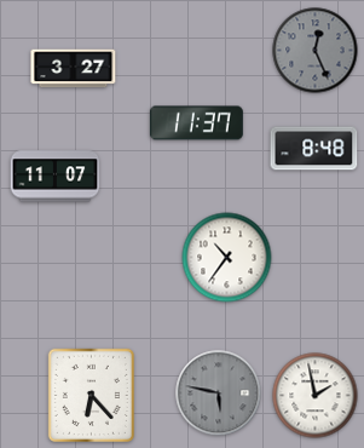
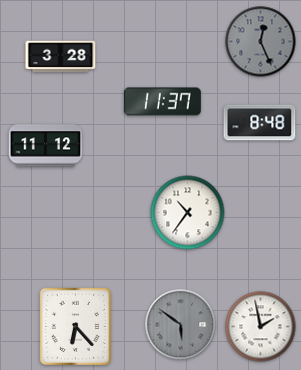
clock at (74, 69): 3:27 -> 3:28
clock at (56, 177): 11:07 -> 11:12
clock at (219, 394): 5:47 -> 5:51
